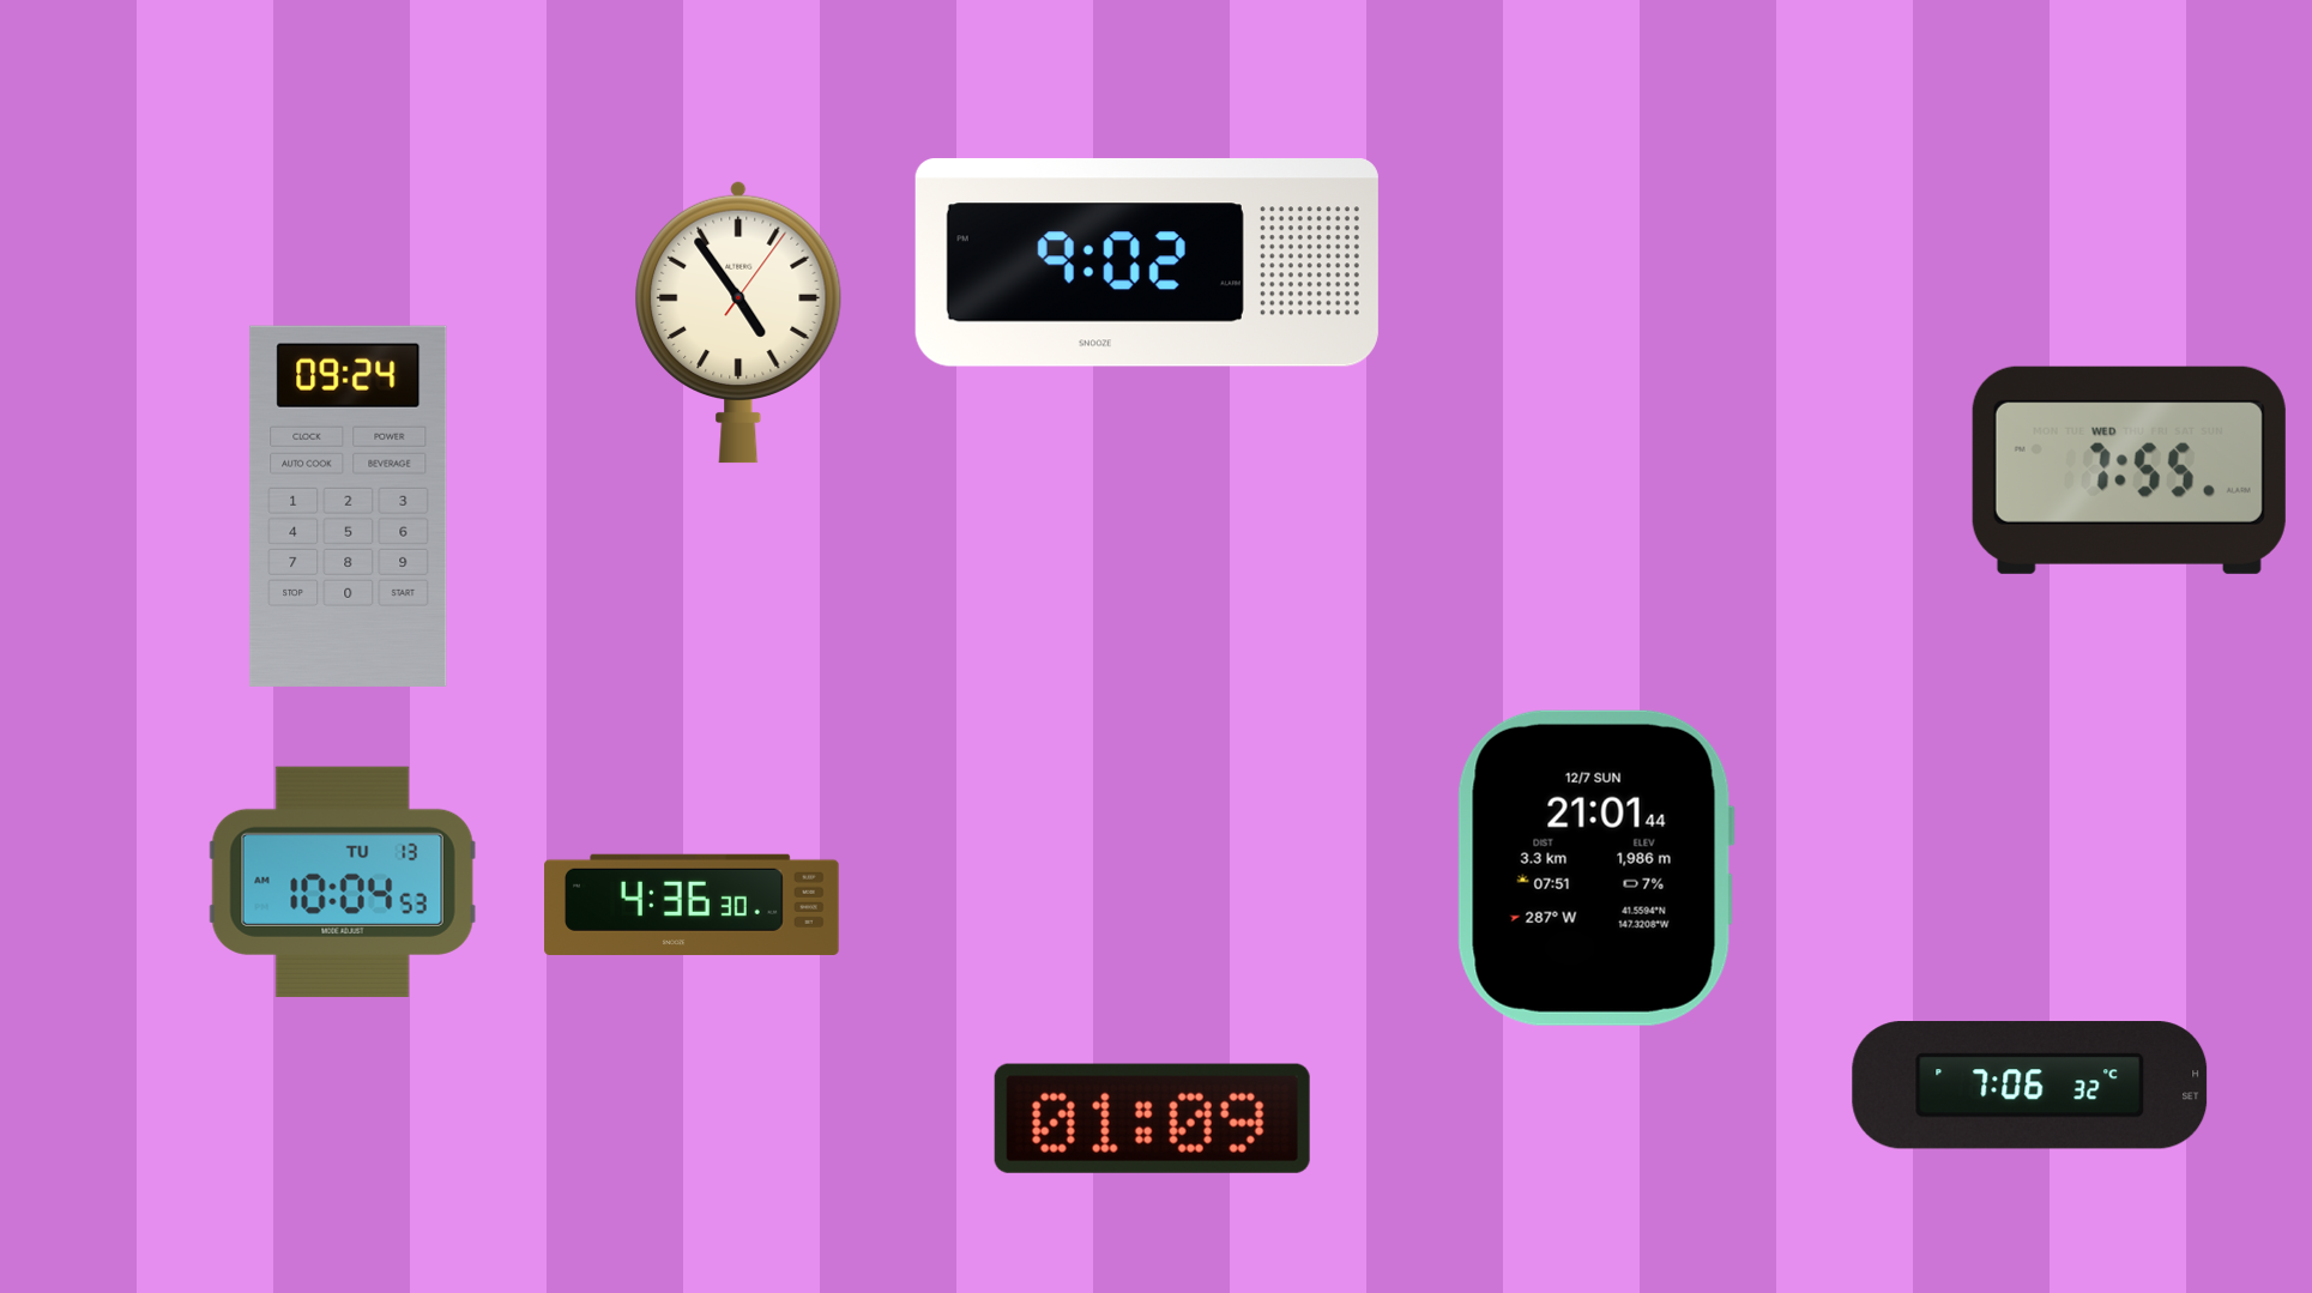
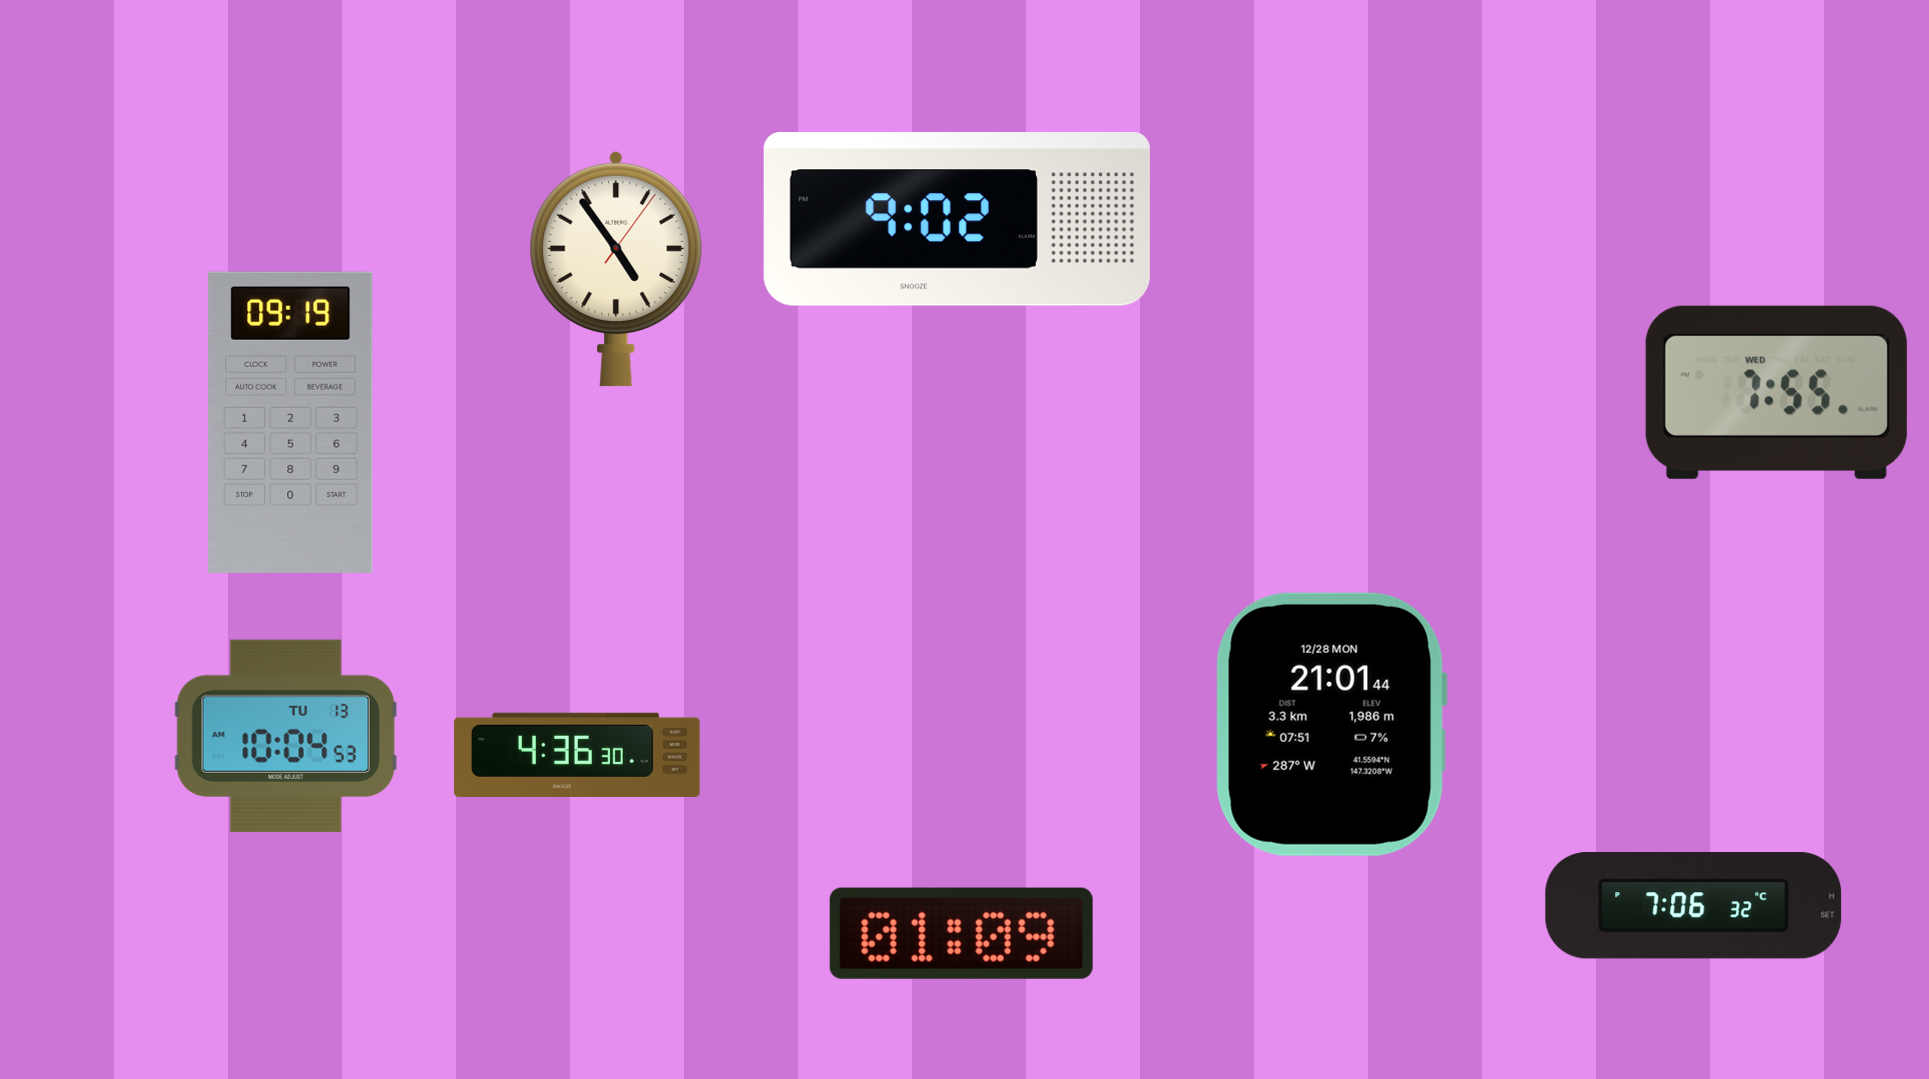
clock at (349, 506): 09:24 -> 09:19
clock at (1595, 868) date: 12/7 SUN -> 12/28 MON
